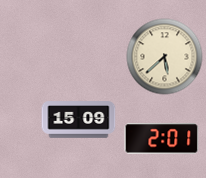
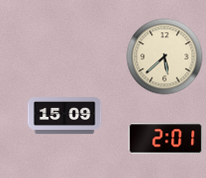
clock at (79, 120) position: (79, 120) -> (65, 116)
clock at (162, 139) position: (162, 139) -> (166, 139)
